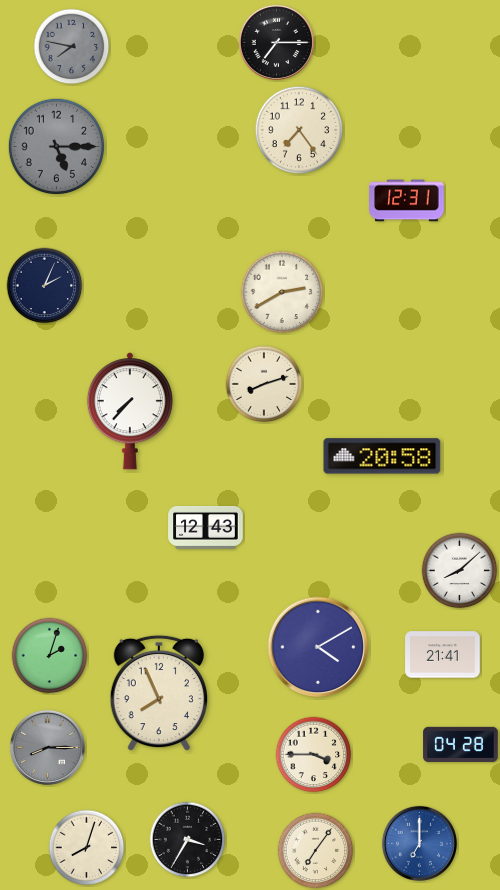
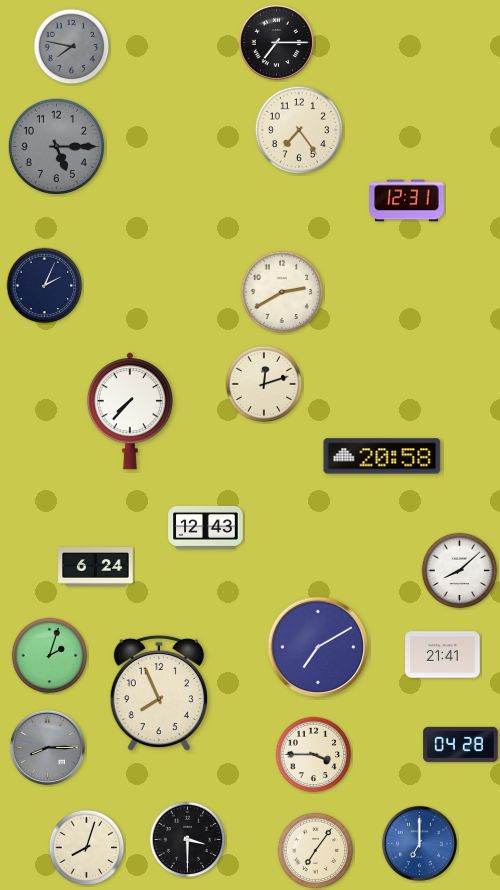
clock at (264, 384): 8:12 -> 12:12
clock at (96, 567): none -> 6:24
clock at (318, 647): 4:10 -> 7:10
clock at (188, 840): 3:35 -> 3:30
